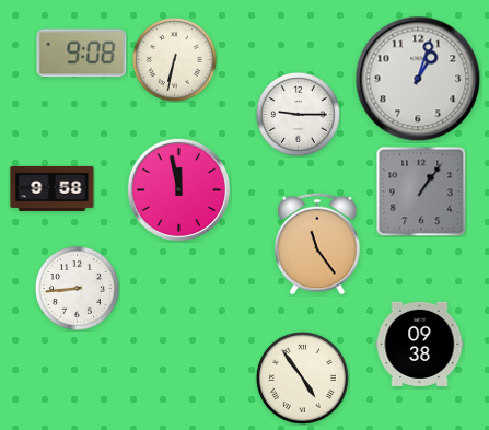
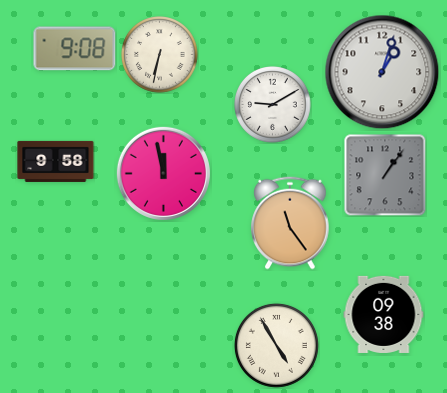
clock at (299, 115): 9:15 -> 9:10
clock at (53, 188) position: (53, 188) -> (56, 161)
clock at (78, 289): 8:44 -> none
clock at (302, 377): 4:54 -> 4:55
